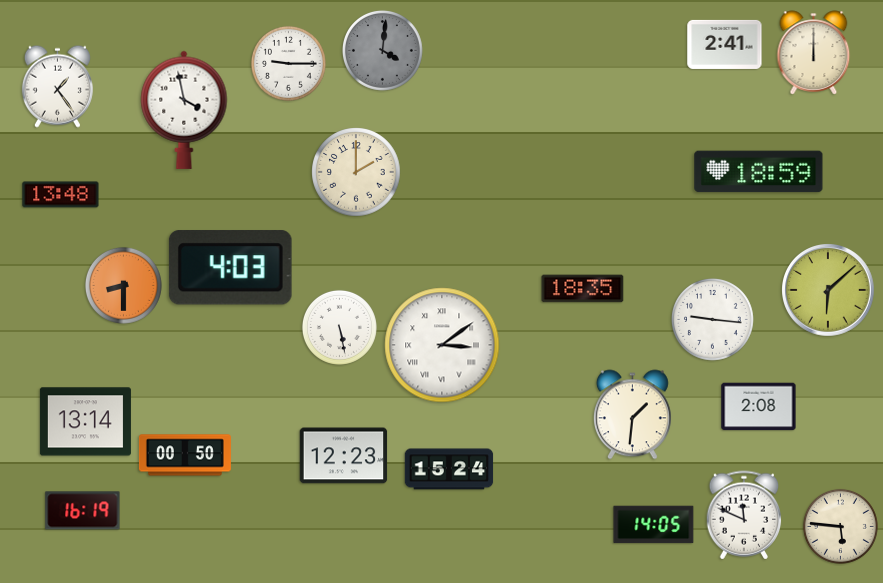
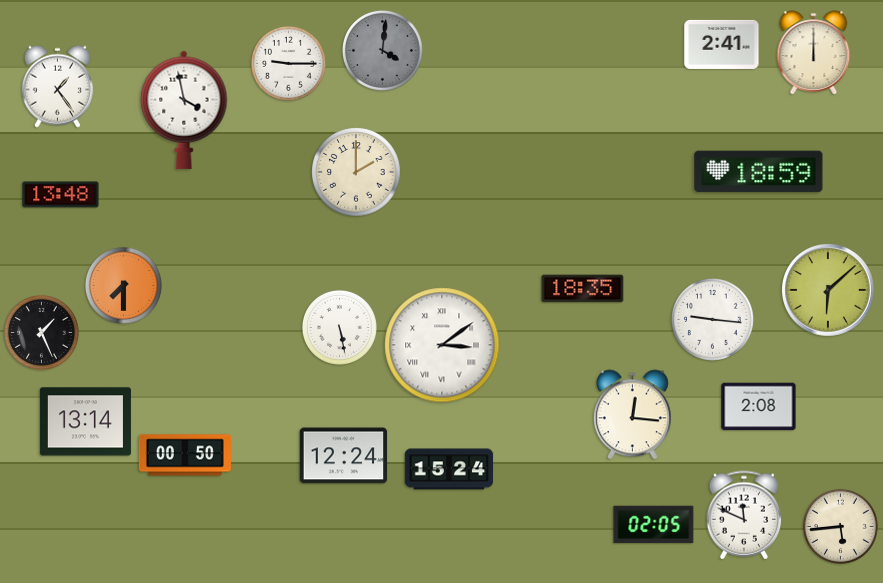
clock at (725, 44) position: (725, 44) -> (722, 44)
clock at (230, 268): 4:03 -> none
clock at (123, 285): 8:30 -> 7:30
clock at (41, 332): none -> 1:26
clock at (632, 415): 1:31 -> 12:16
clock at (344, 456): 12:23 -> 12:24
clock at (83, 511): 16:19 -> none
clock at (654, 525): 14:05 -> 02:05
clock at (840, 526): 5:46 -> 5:44
